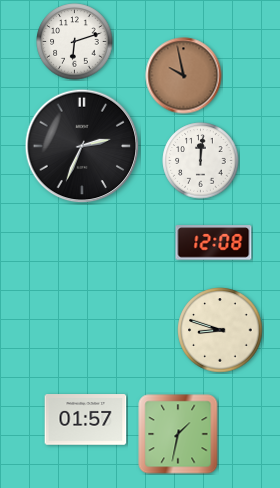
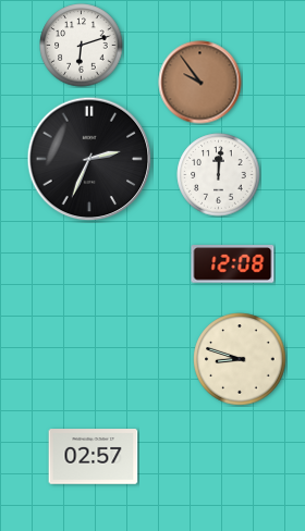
clock at (184, 76): 9:58 -> 9:54
clock at (86, 420): 01:57 -> 02:57
clock at (178, 434): 1:32 -> none
